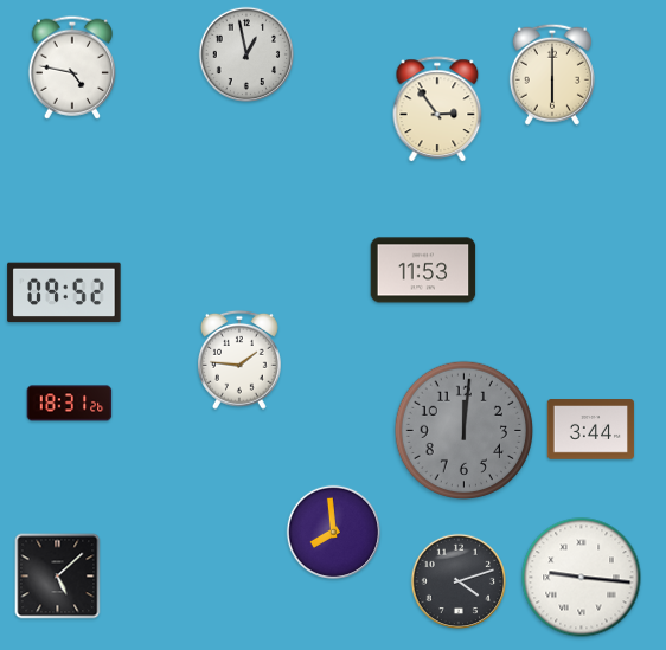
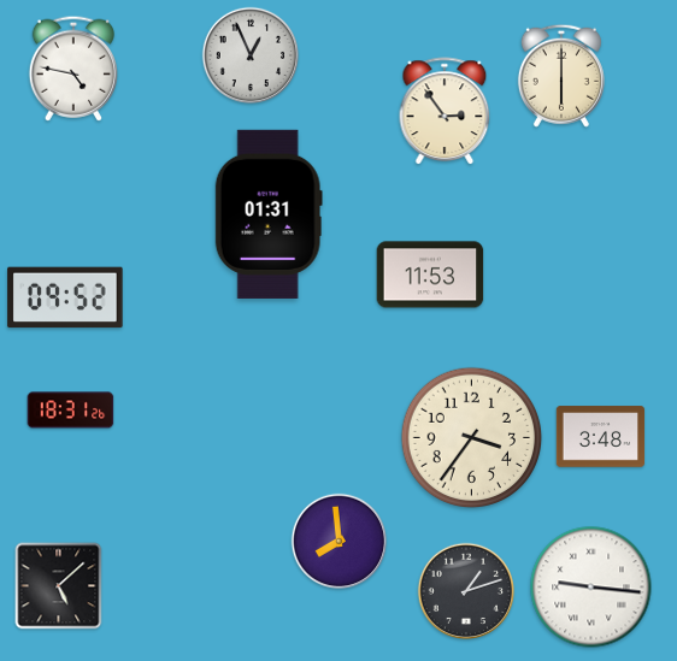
clock at (245, 53): 12:58 -> 12:56
clock at (269, 214): none -> 01:31
clock at (239, 360): 1:46 -> none
clock at (591, 430): 3:44 -> 3:48
clock at (465, 431): 12:01 -> 3:36
clock at (465, 431) dial: grey -> cream
clock at (457, 580): 4:12 -> 1:12
